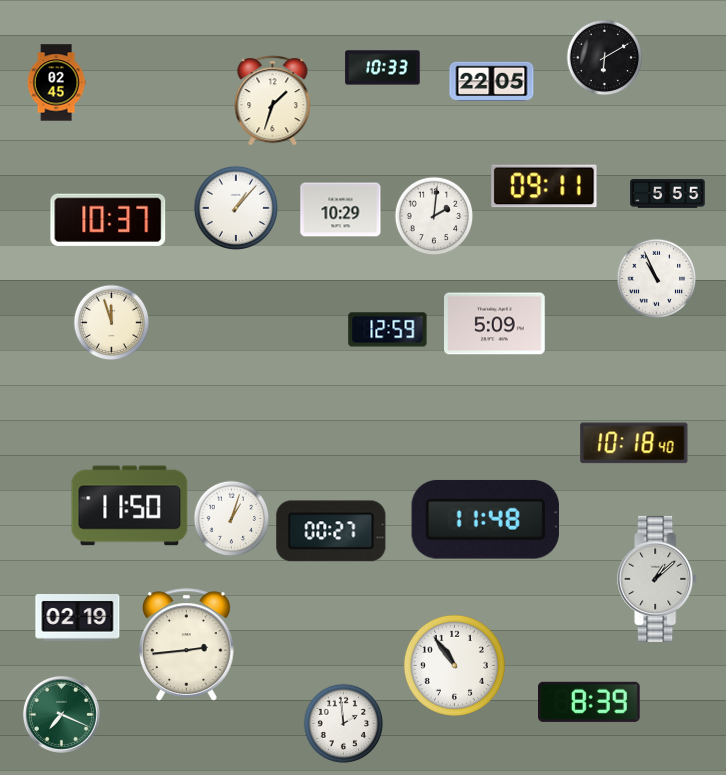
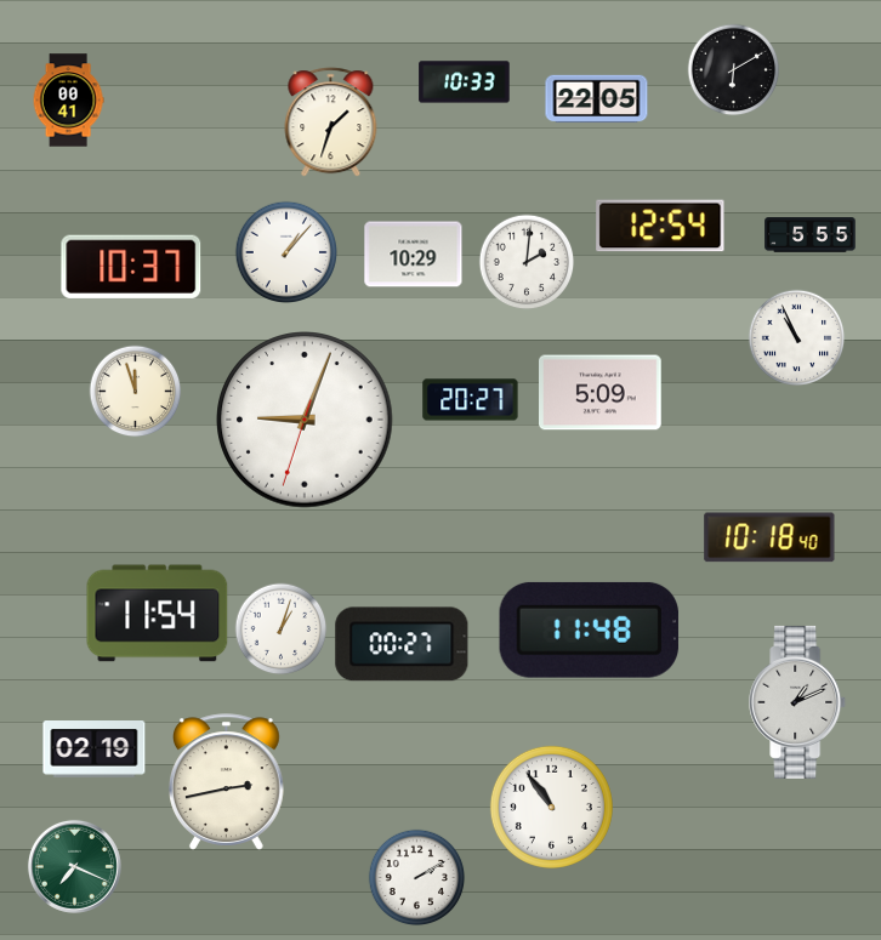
clock at (56, 83): 02:45 -> 00:41
clock at (544, 186): 09:11 -> 12:54
clock at (388, 330): 12:59 -> 20:27
clock at (305, 420): none -> 9:03
clock at (130, 506): 11:50 -> 11:54
clock at (658, 579): 1:08 -> 1:11
clock at (187, 645): 2:44 -> 2:43
clock at (590, 702): 8:39 -> none
clock at (344, 724): 1:59 -> 2:10
